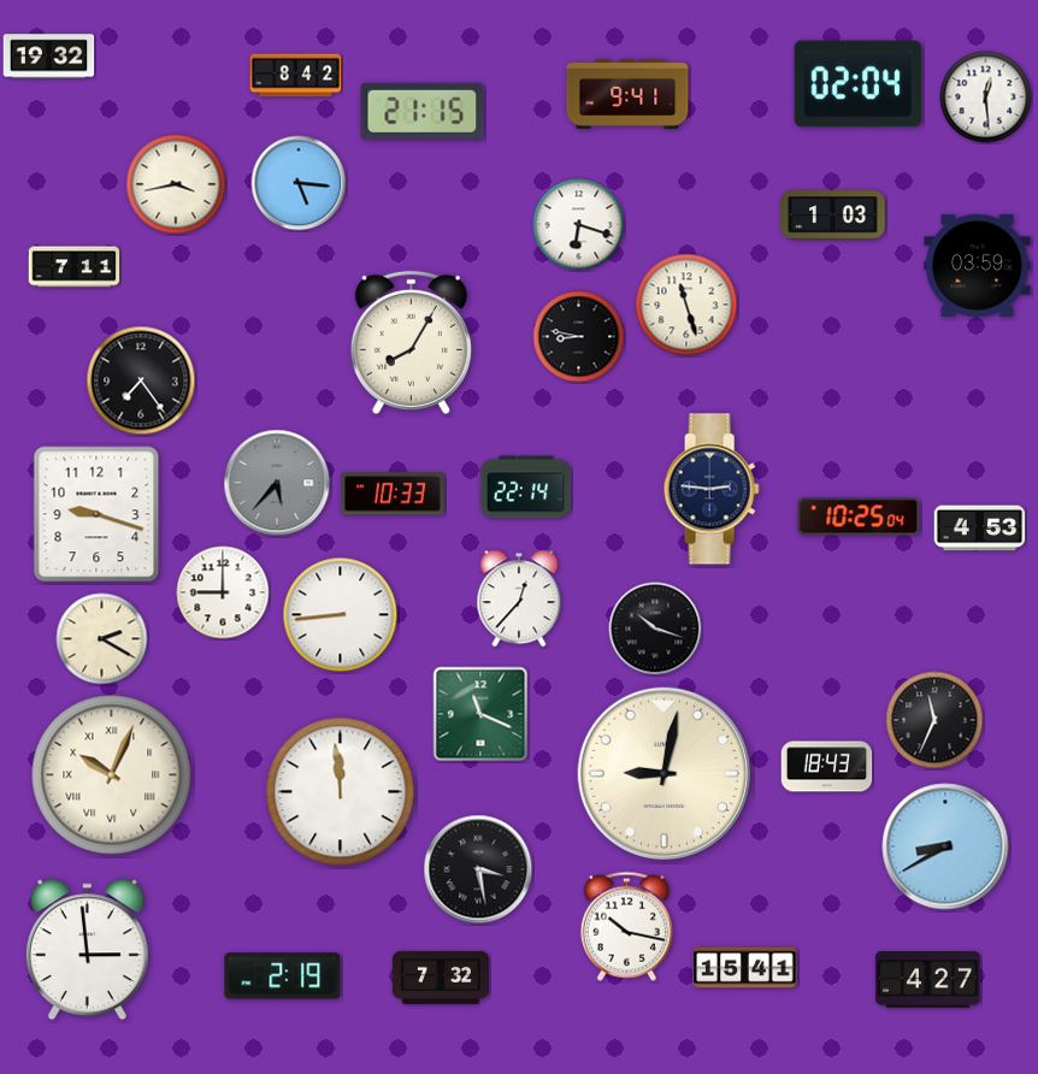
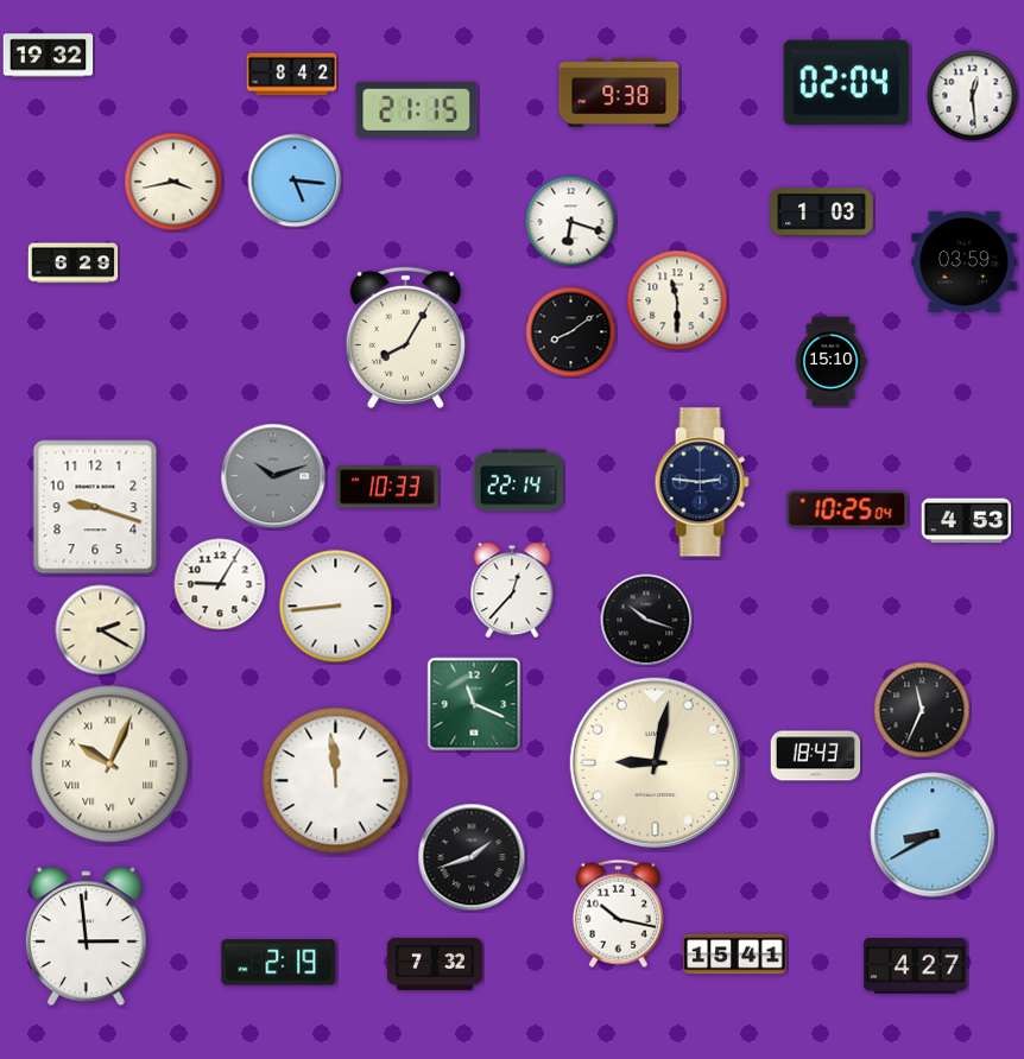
clock at (627, 94): 9:41 -> 9:38
clock at (75, 267): 7:11 -> 6:29
clock at (686, 305): 11:27 -> 11:30
clock at (579, 337): 8:47 -> 8:09
clock at (830, 362): none -> 15:10
clock at (141, 380): 7:24 -> none
clock at (277, 483): 5:37 -> 10:12
clock at (223, 592): 9:00 -> 9:05
clock at (478, 869): 3:28 -> 1:42
